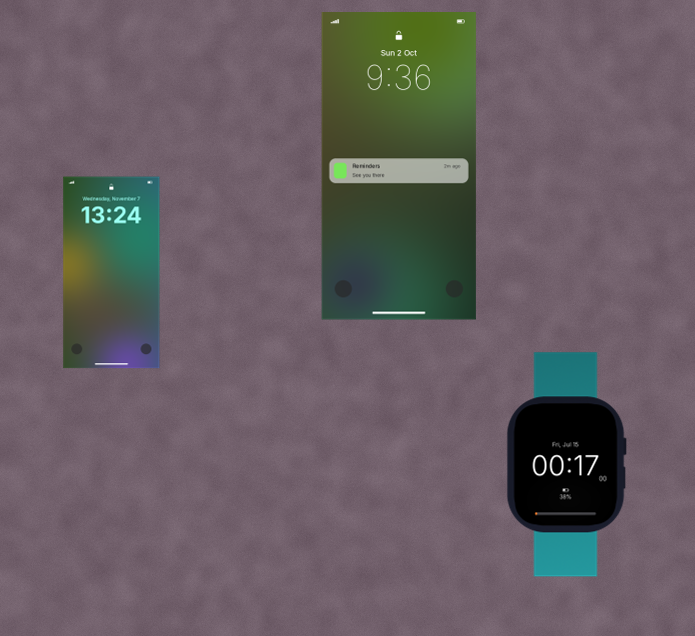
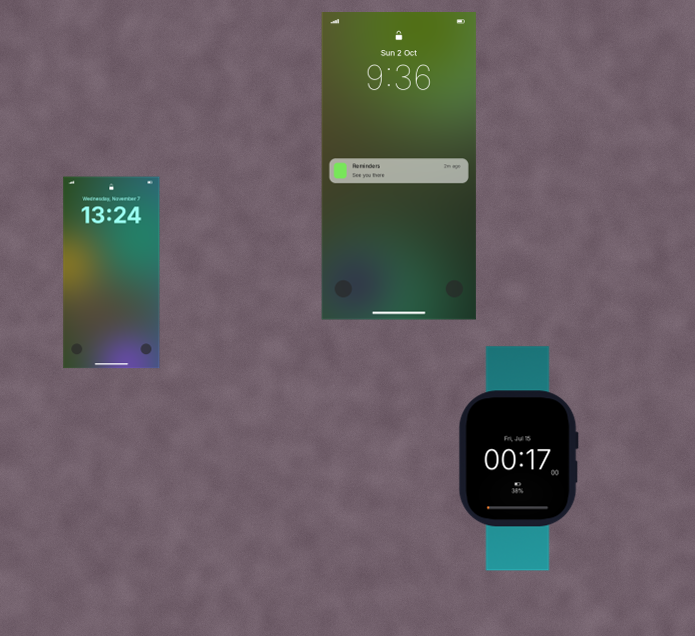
clock at (566, 465) position: (566, 465) -> (518, 459)
